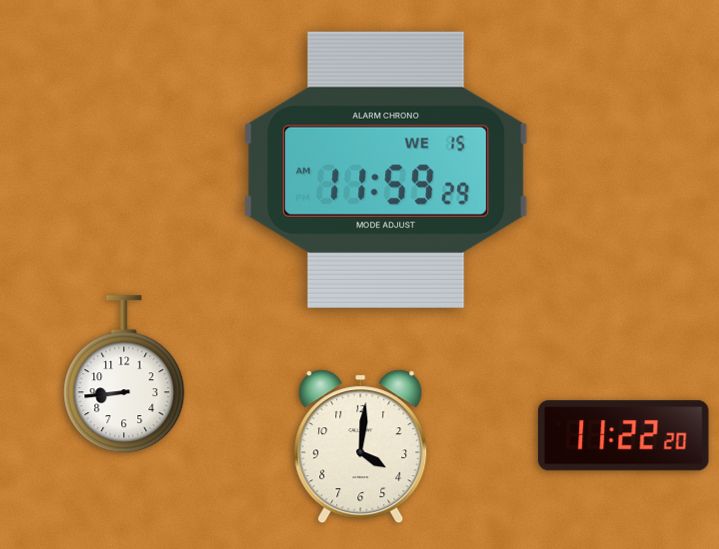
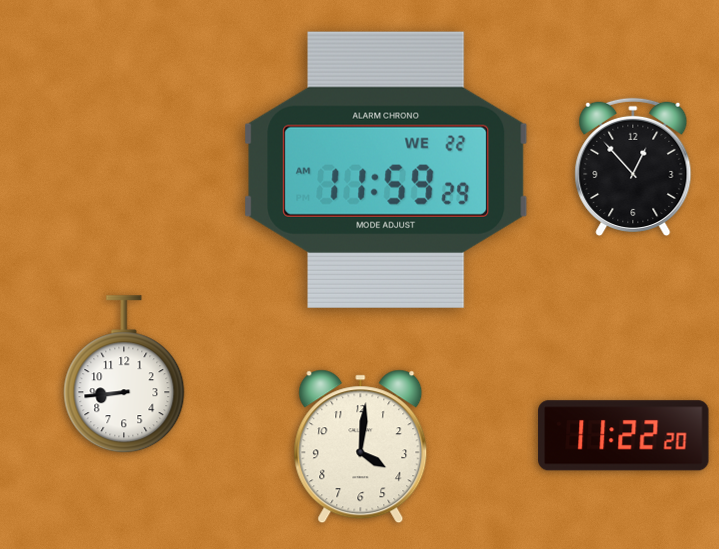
clock at (633, 167): none -> 12:53
clock at (386, 170) date: WE 15 -> WE 22
